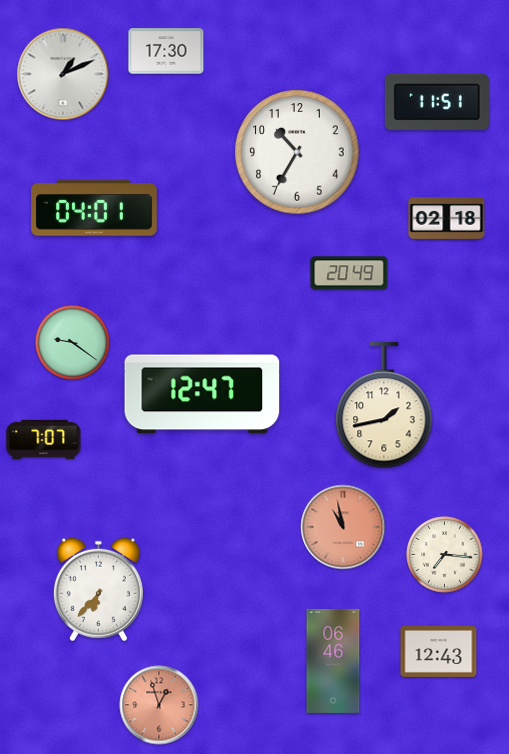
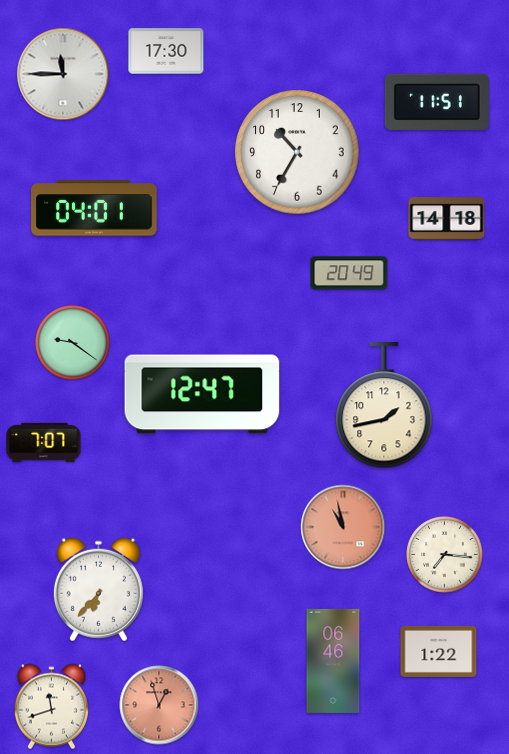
clock at (63, 74): 1:11 -> 11:45
clock at (447, 219): 02:18 -> 14:18
clock at (44, 439) position: (44, 439) -> (44, 442)
clock at (439, 651): 12:43 -> 1:22
clock at (51, 707): none -> 11:42
